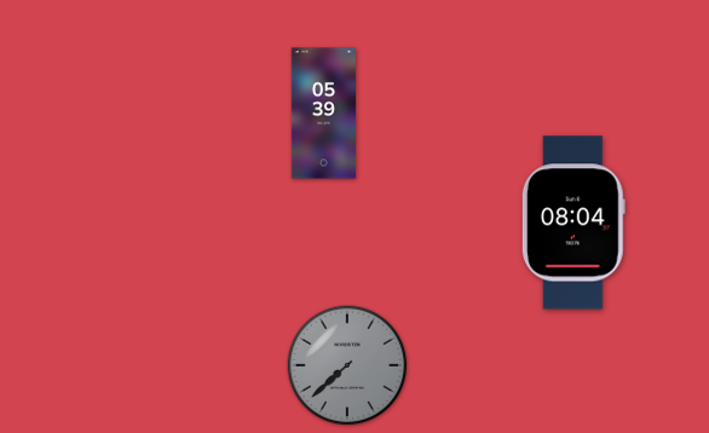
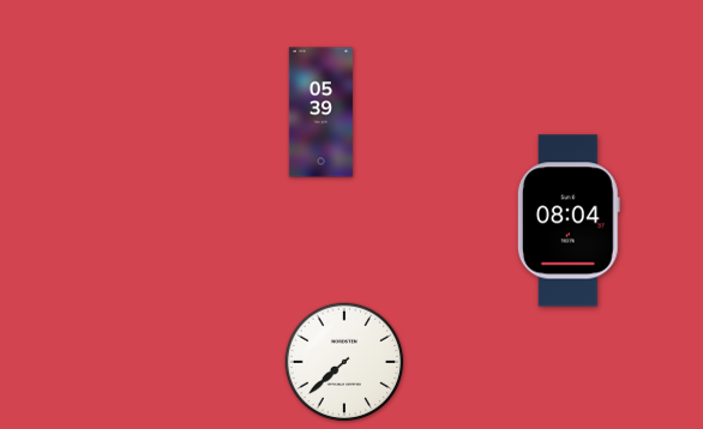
clock at (347, 365) dial: grey -> white
